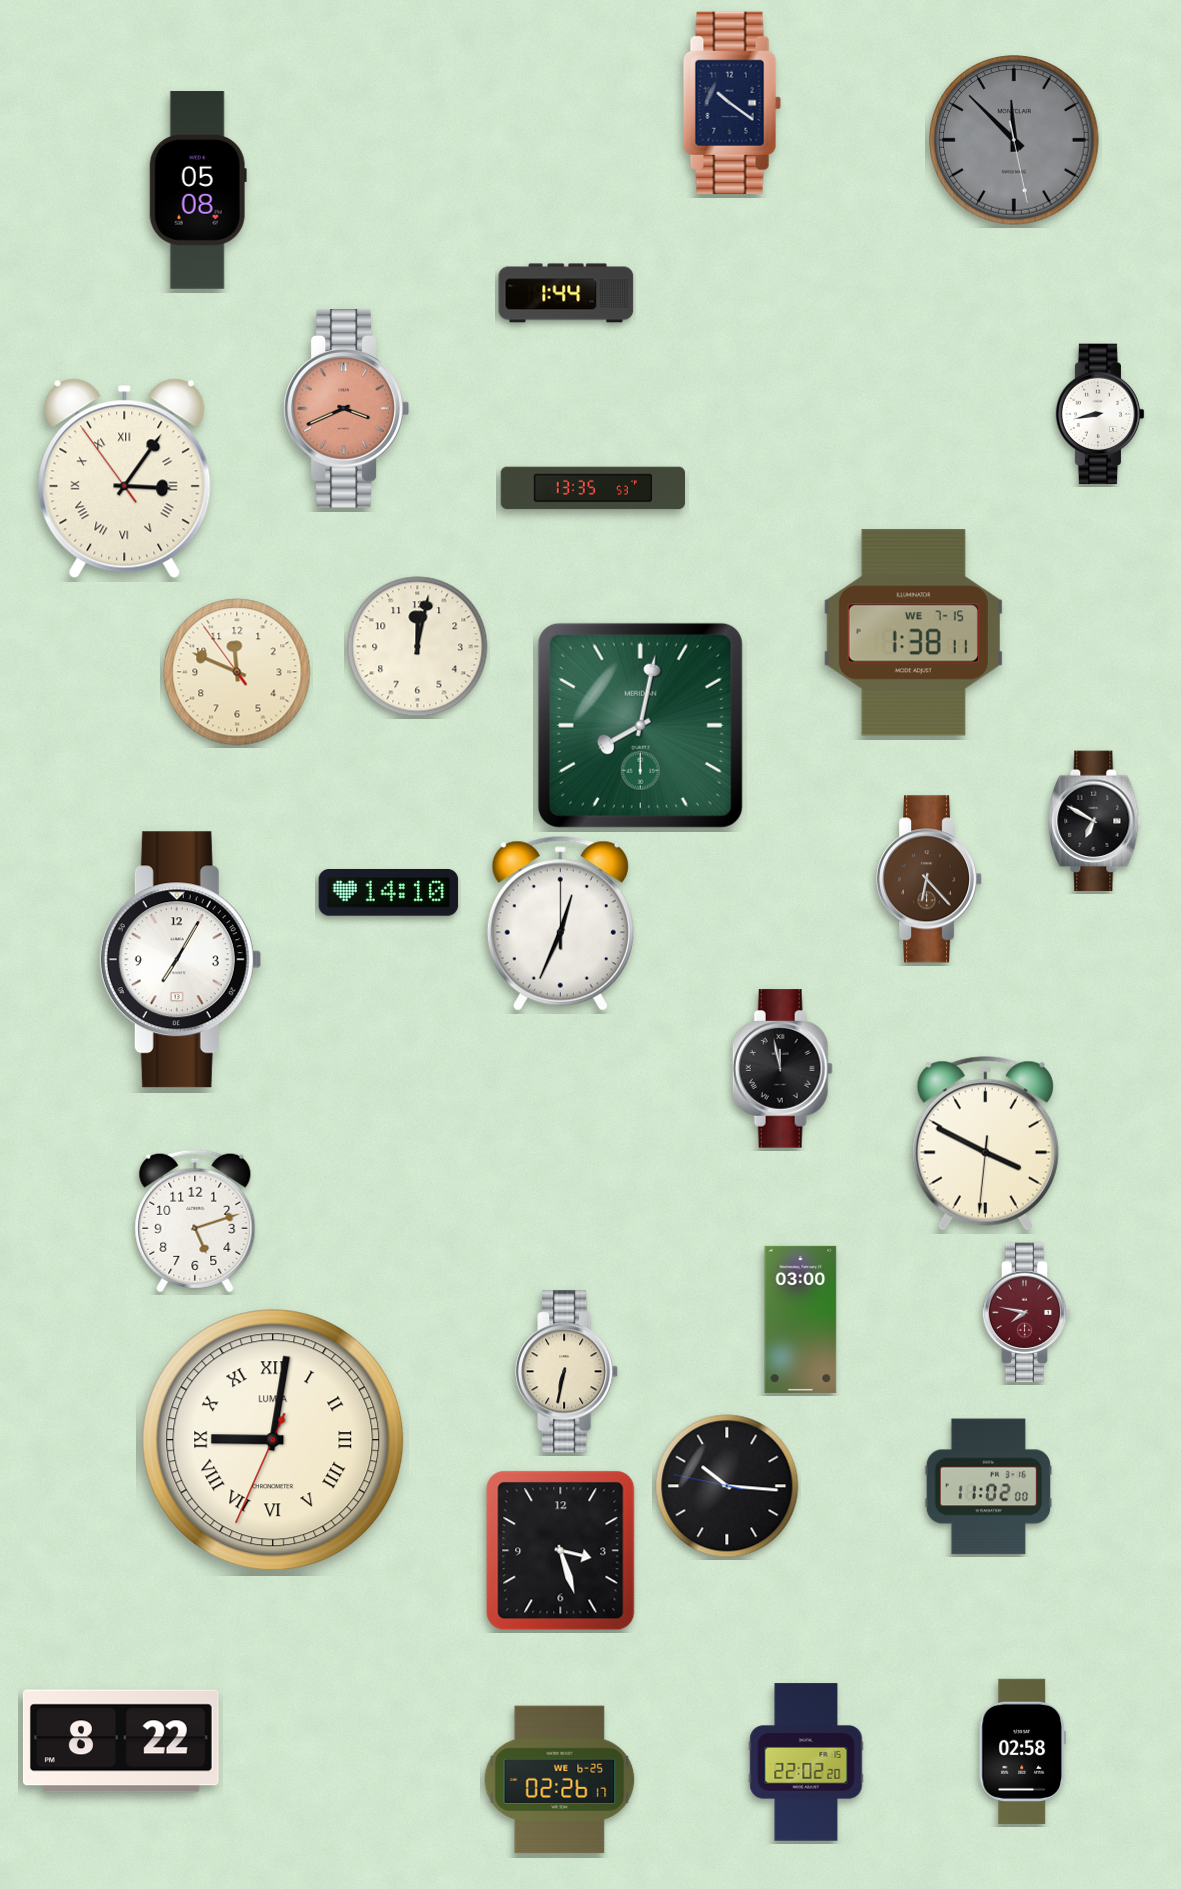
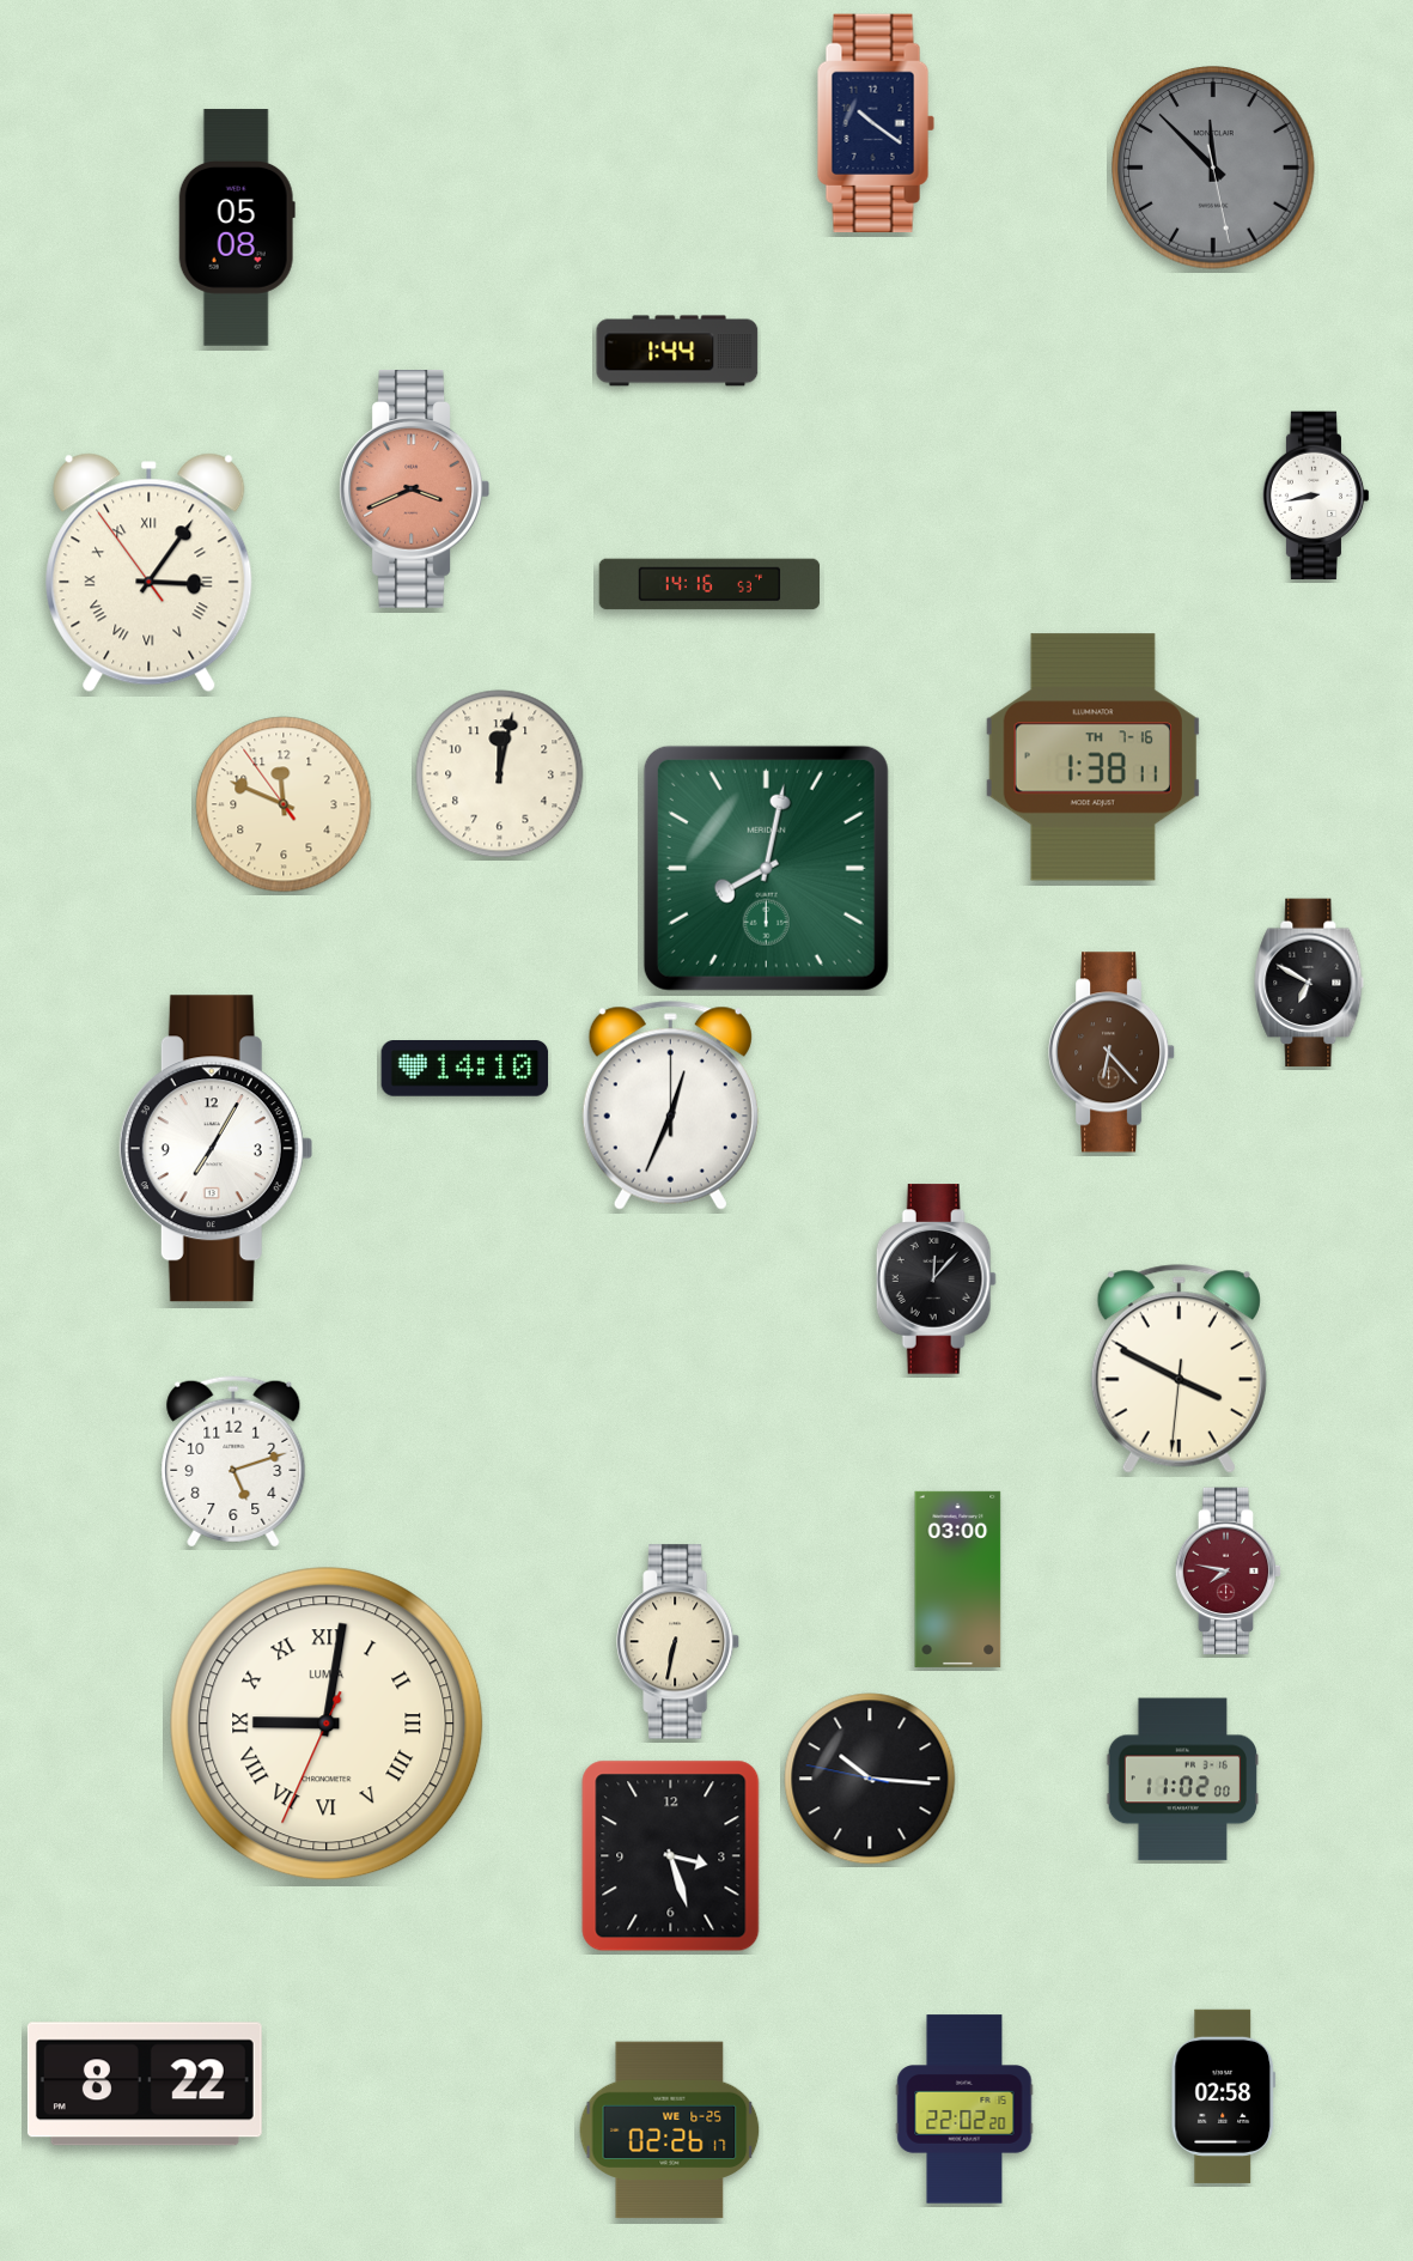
clock at (593, 488): 13:35 -> 14:16
clock at (913, 633) date: WE 7-15 -> TH 7-16
clock at (782, 1069): 11:58 -> 12:07
